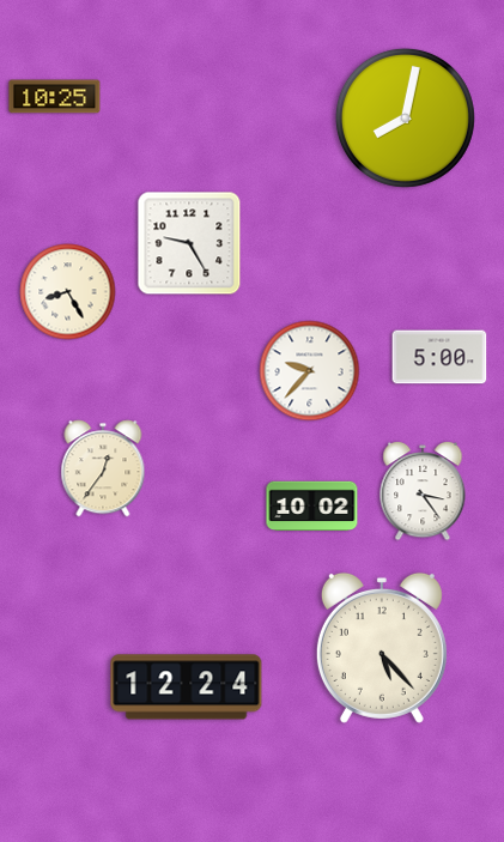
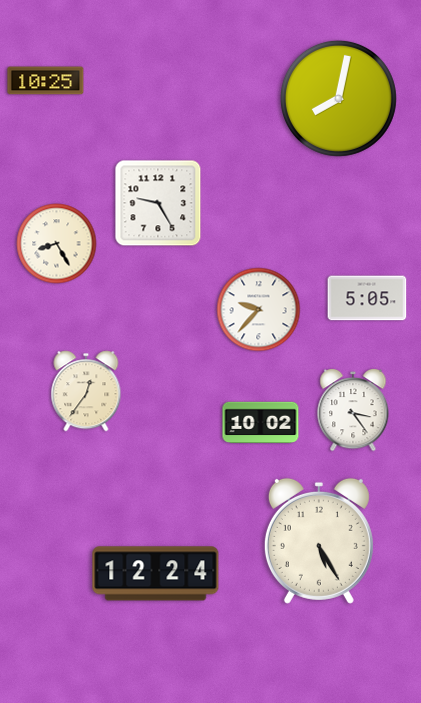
clock at (439, 357): 5:00 -> 5:05
clock at (382, 648): 5:23 -> 5:25
